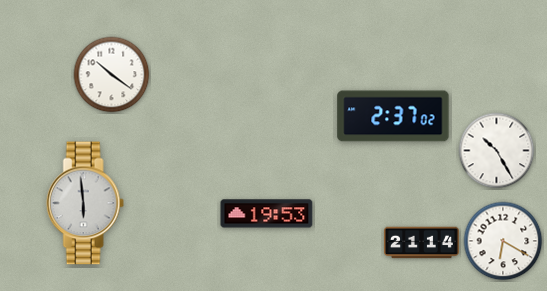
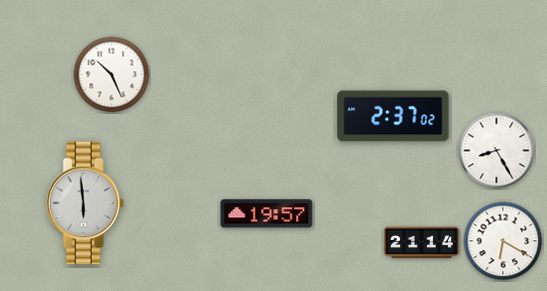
clock at (112, 75): 10:21 -> 10:26
clock at (497, 151): 10:25 -> 8:25
clock at (267, 214): 19:53 -> 19:57
